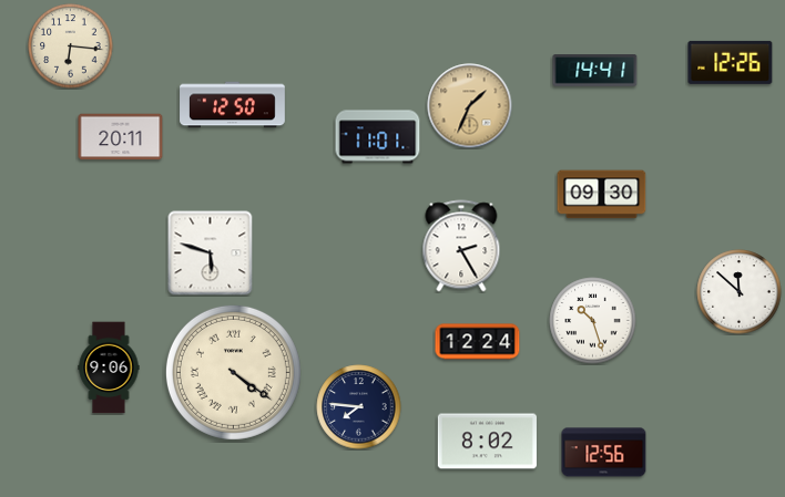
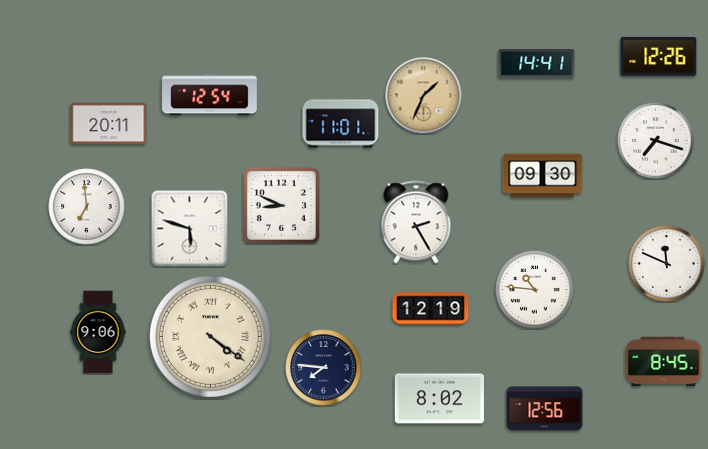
clock at (71, 46): 6:16 -> none
clock at (233, 105): 12:50 -> 12:54
clock at (656, 141): none -> 7:18
clock at (281, 205): none -> 8:49
clock at (87, 207): none -> 6:59
clock at (740, 292): 11:52 -> 11:49
clock at (593, 321): 10:27 -> 10:46
clock at (478, 342): 12:24 -> 12:19
clock at (664, 362): none -> 8:45
